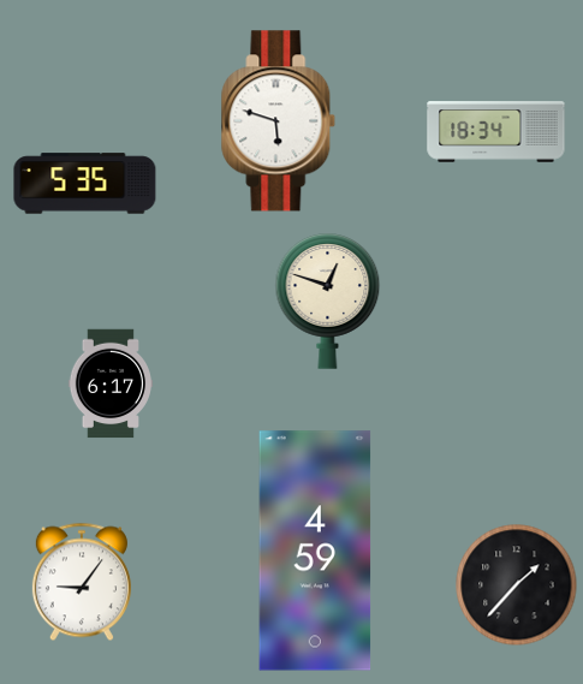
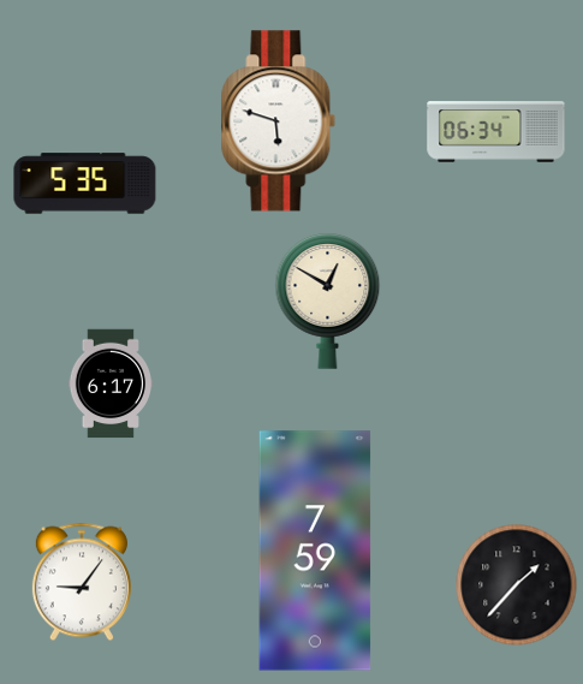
clock at (496, 132): 18:34 -> 06:34
clock at (328, 302): 12:48 -> 12:50
clock at (315, 551): 4:59 -> 7:59
